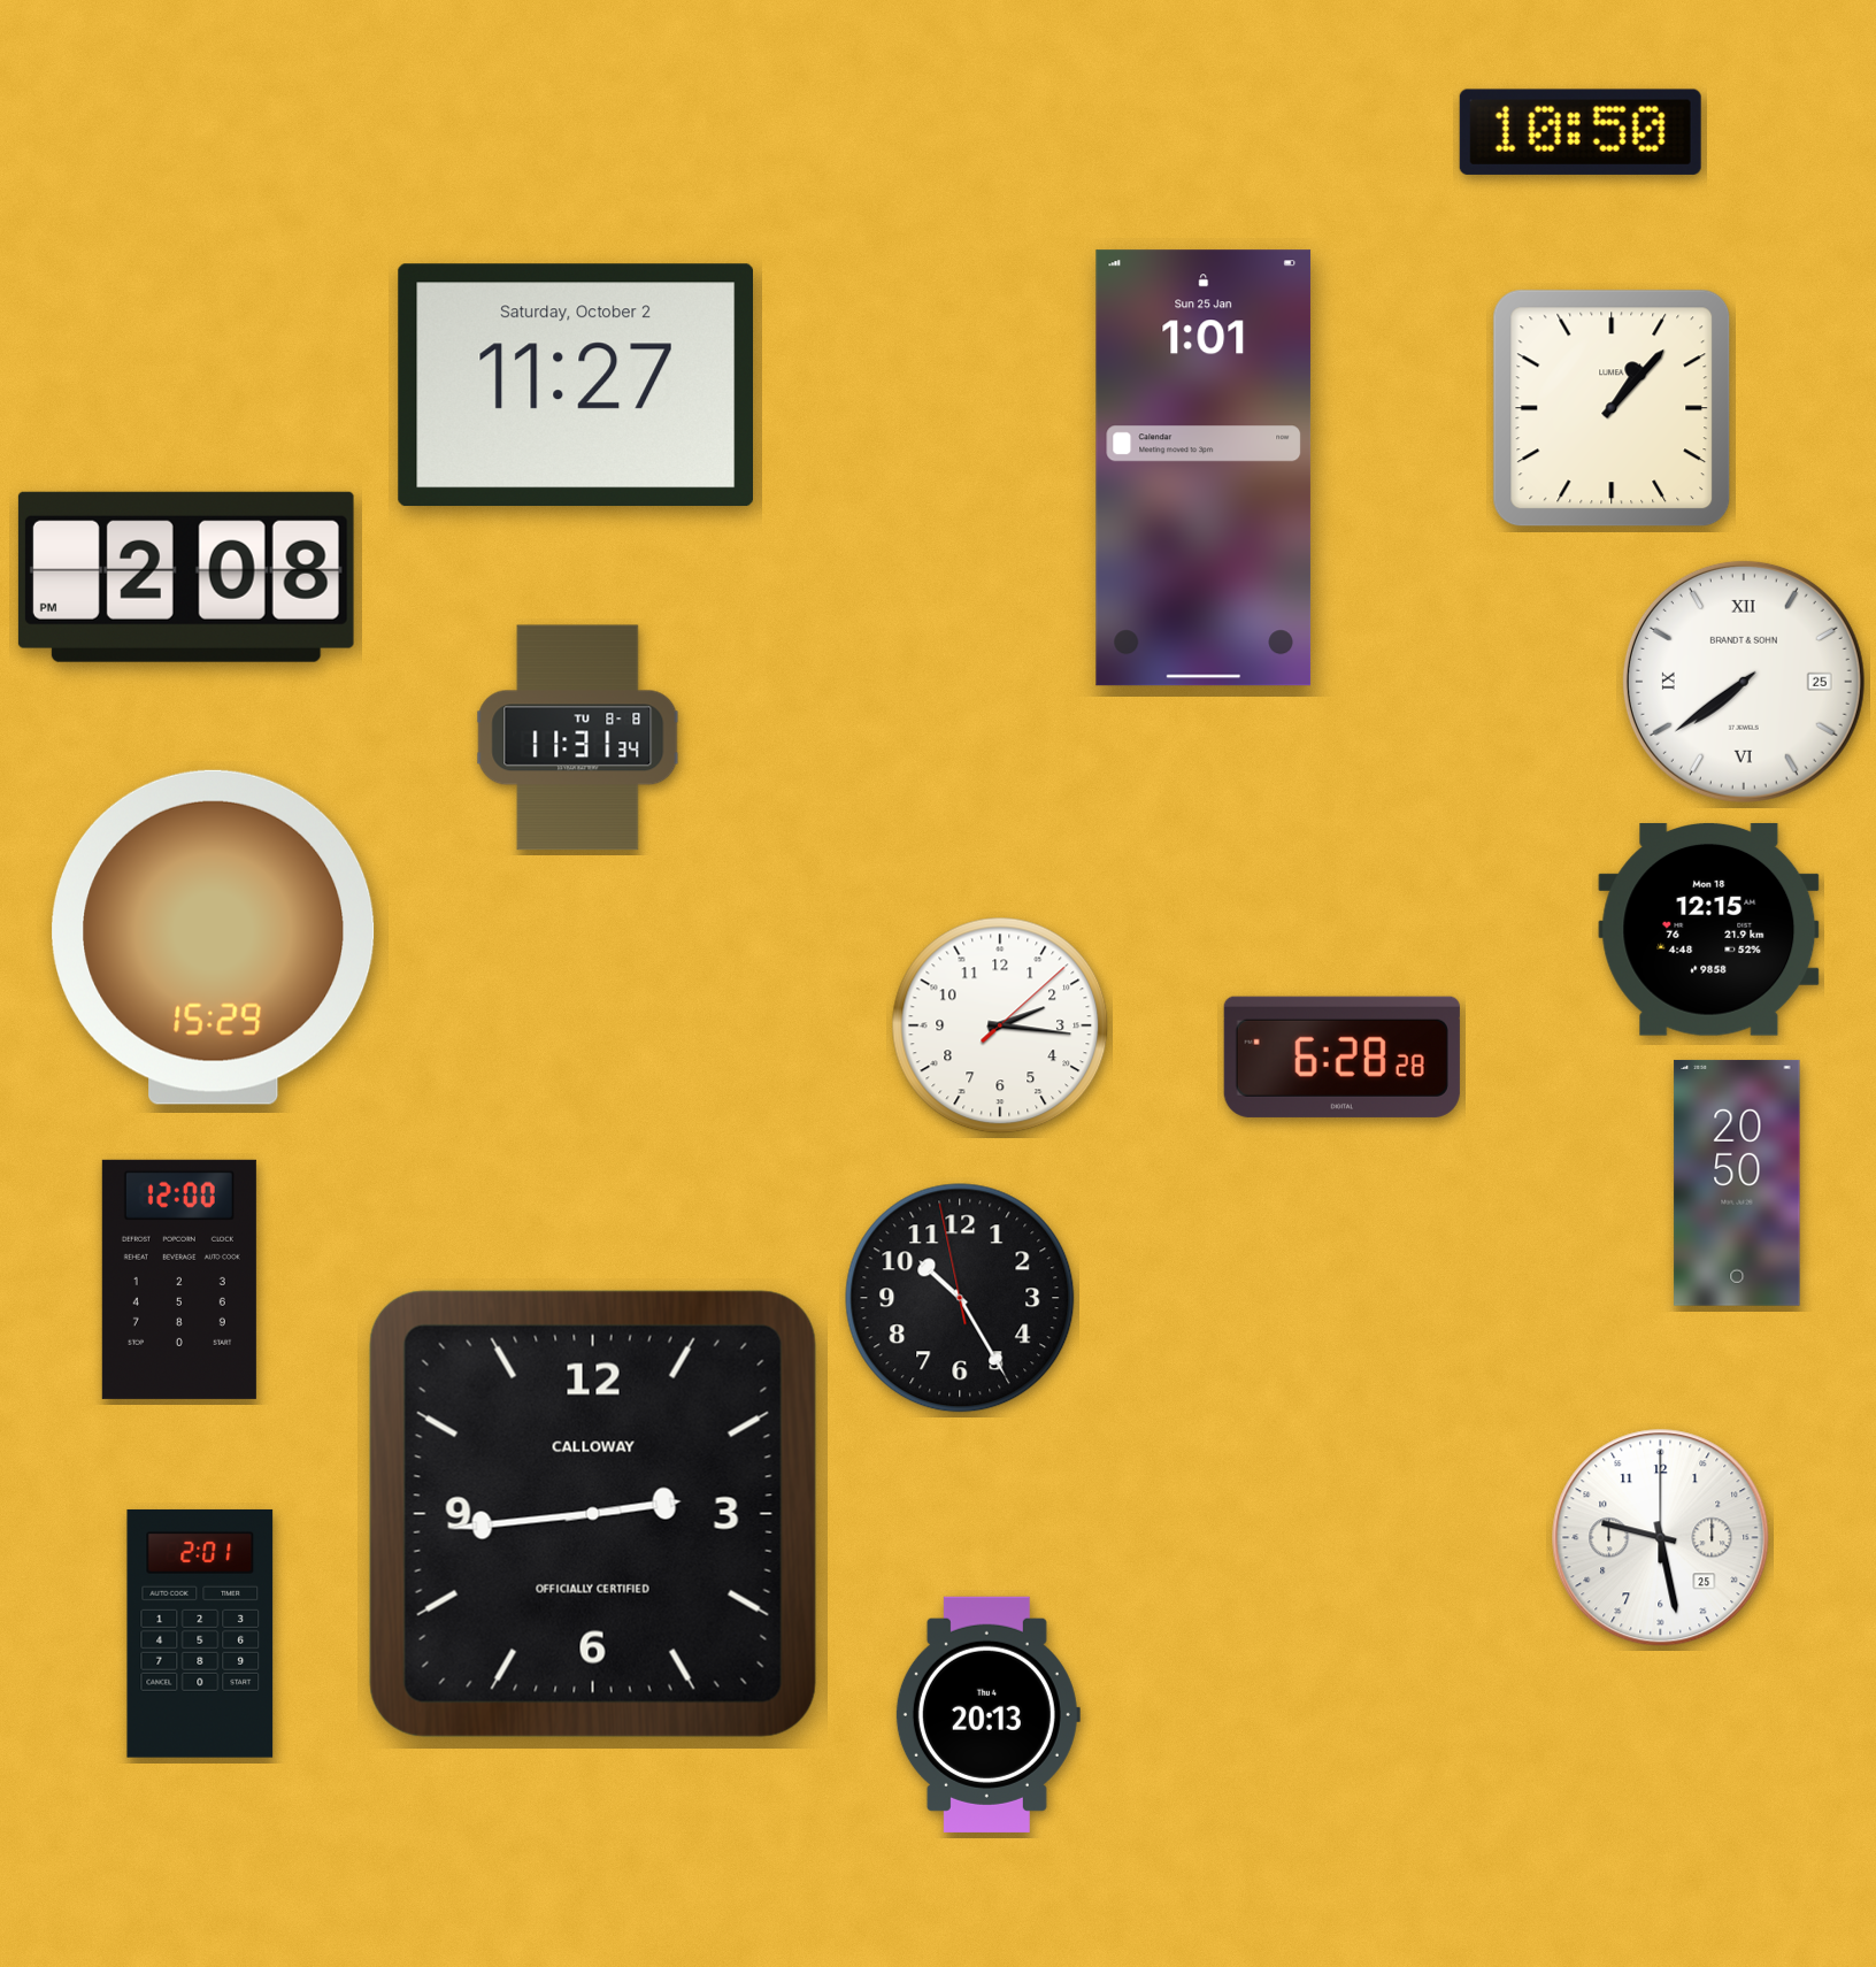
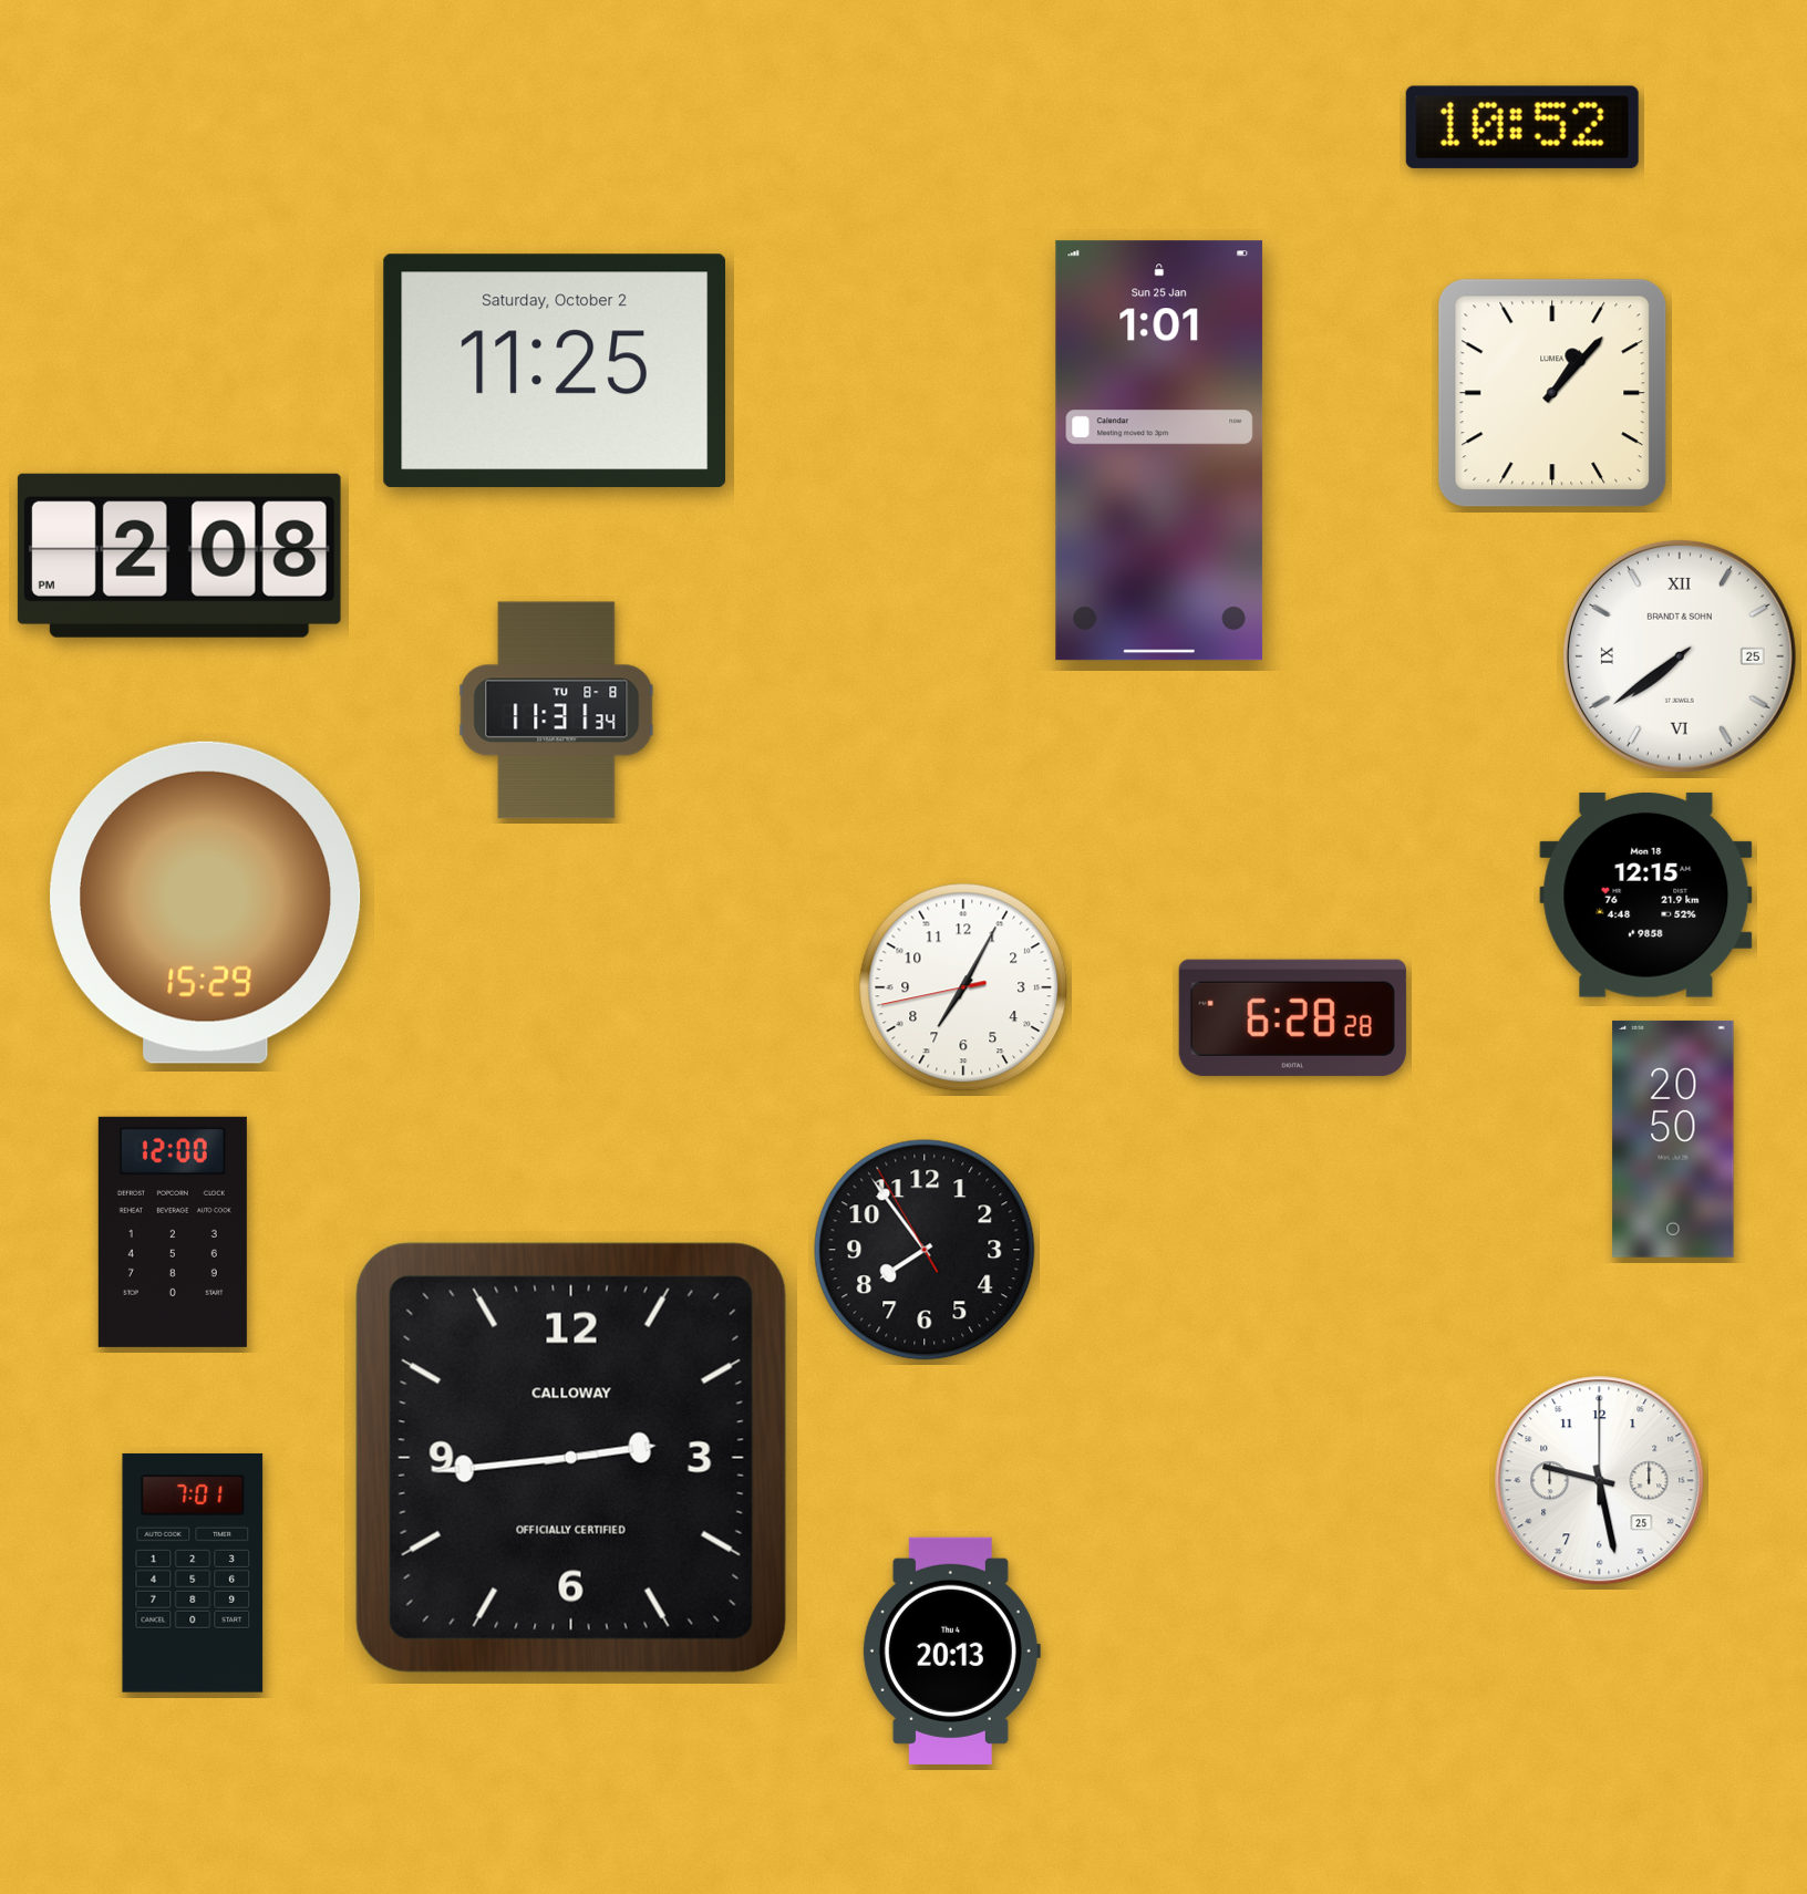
clock at (1581, 132): 10:50 -> 10:52
clock at (575, 385): 11:27 -> 11:25
clock at (1000, 1025): 2:16 -> 7:04
clock at (960, 1298): 10:24 -> 7:53
clock at (200, 1634): 2:01 -> 7:01
